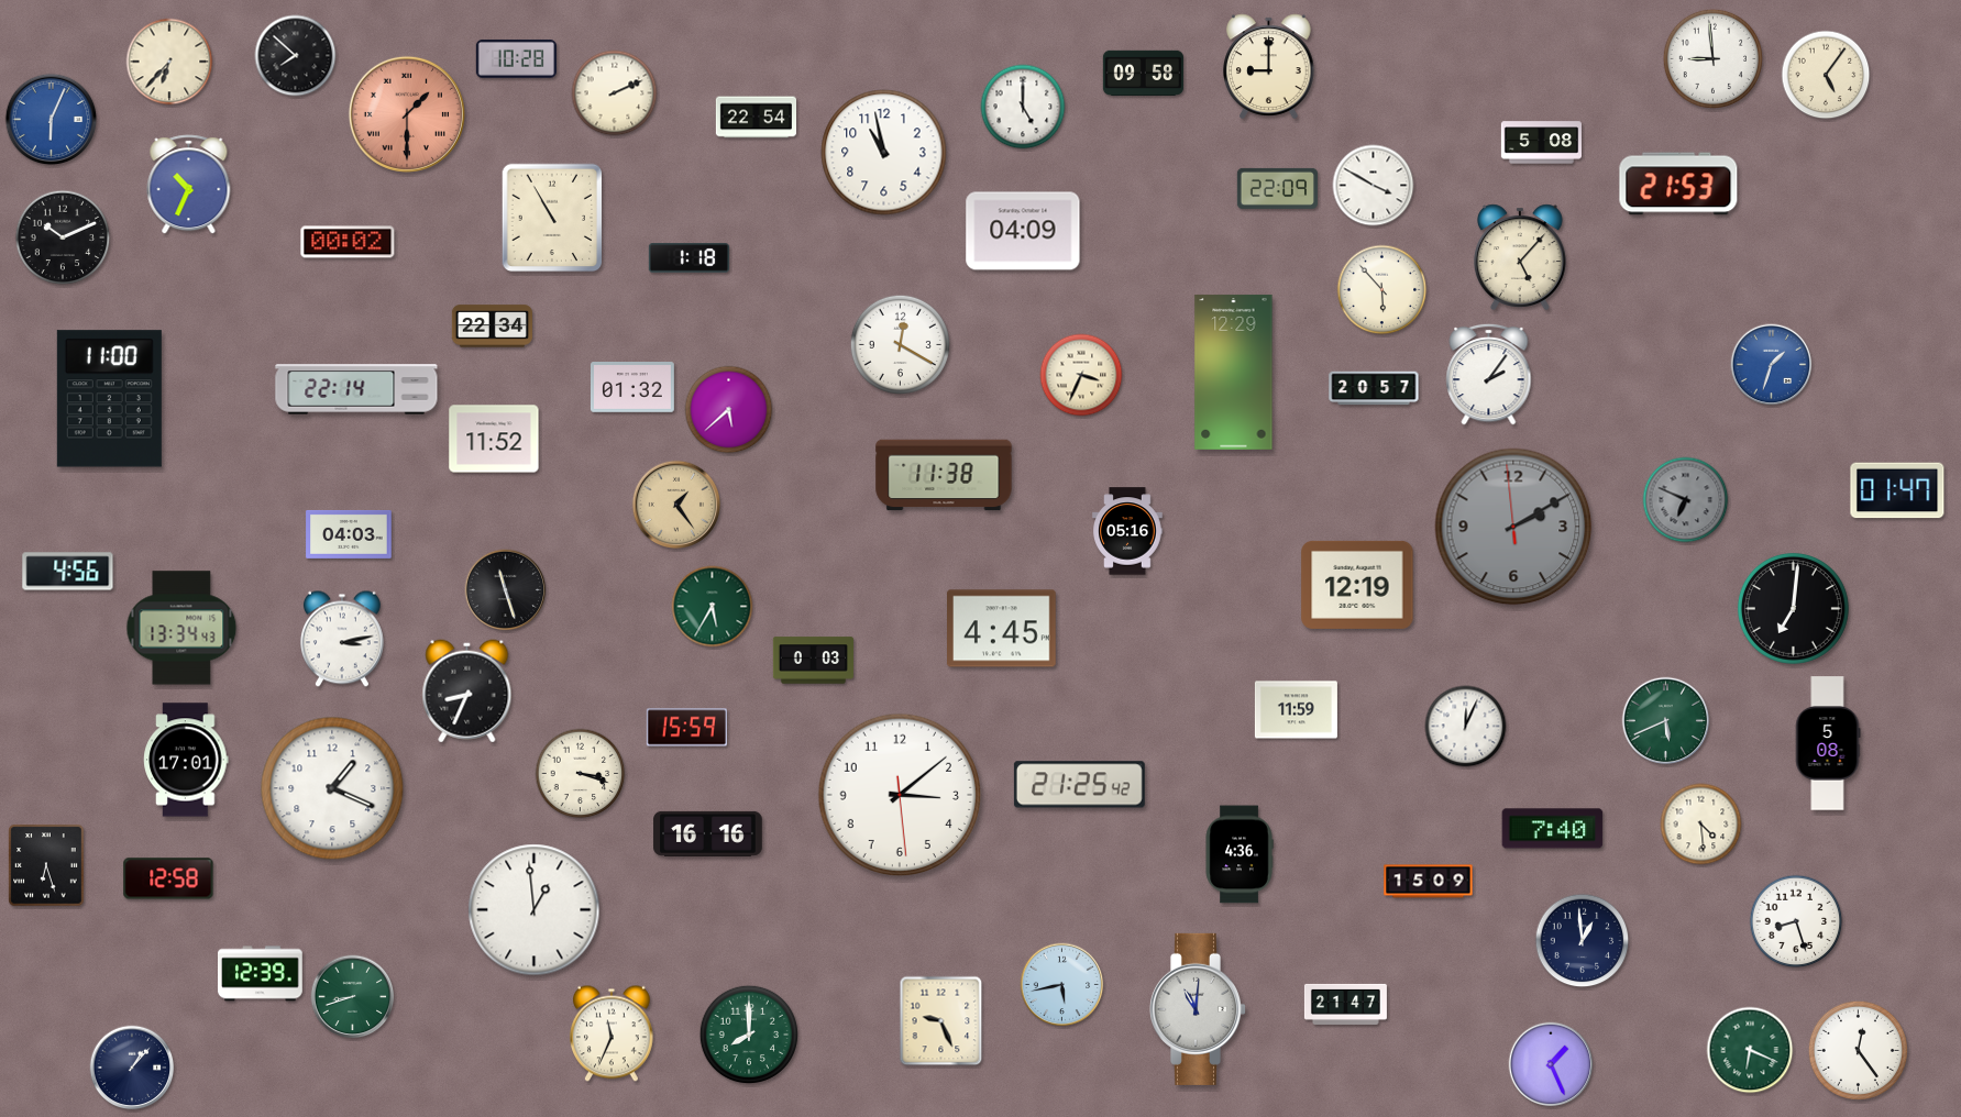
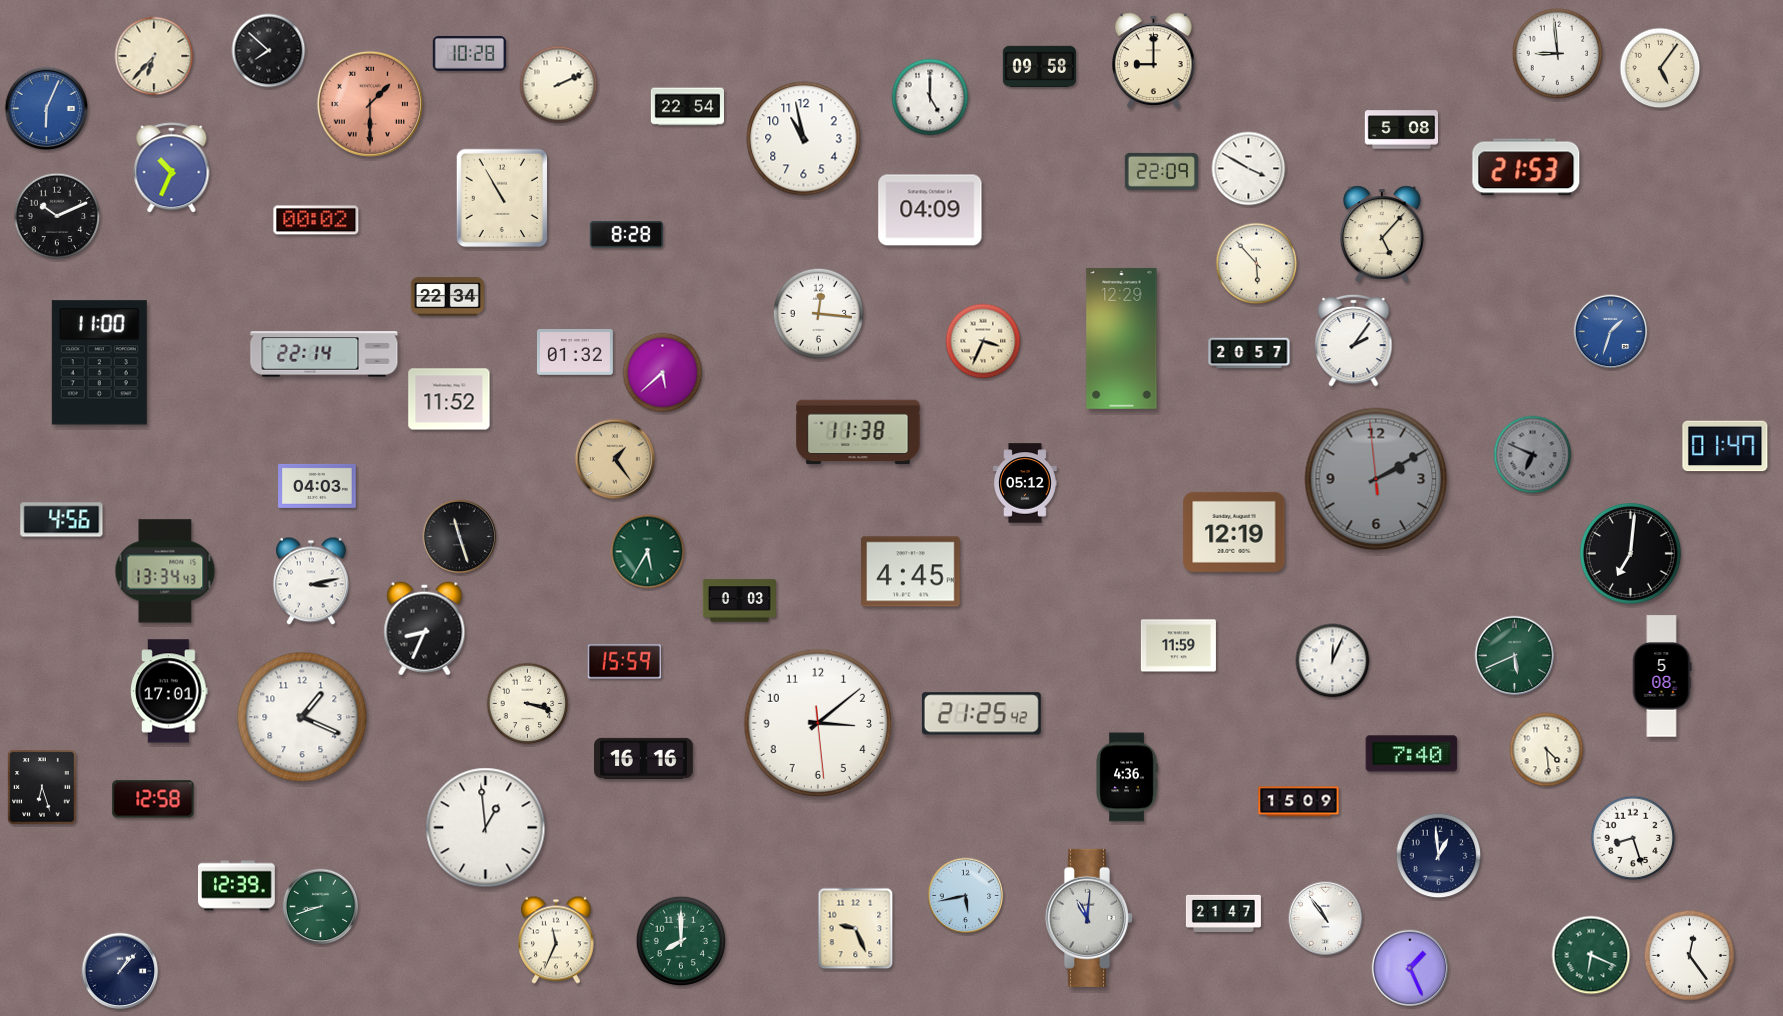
clock at (688, 258): 1:18 -> 8:28
clock at (900, 344): 12:20 -> 12:16
clock at (1127, 531): 05:16 -> 05:12
clock at (1326, 919): none -> 10:54
